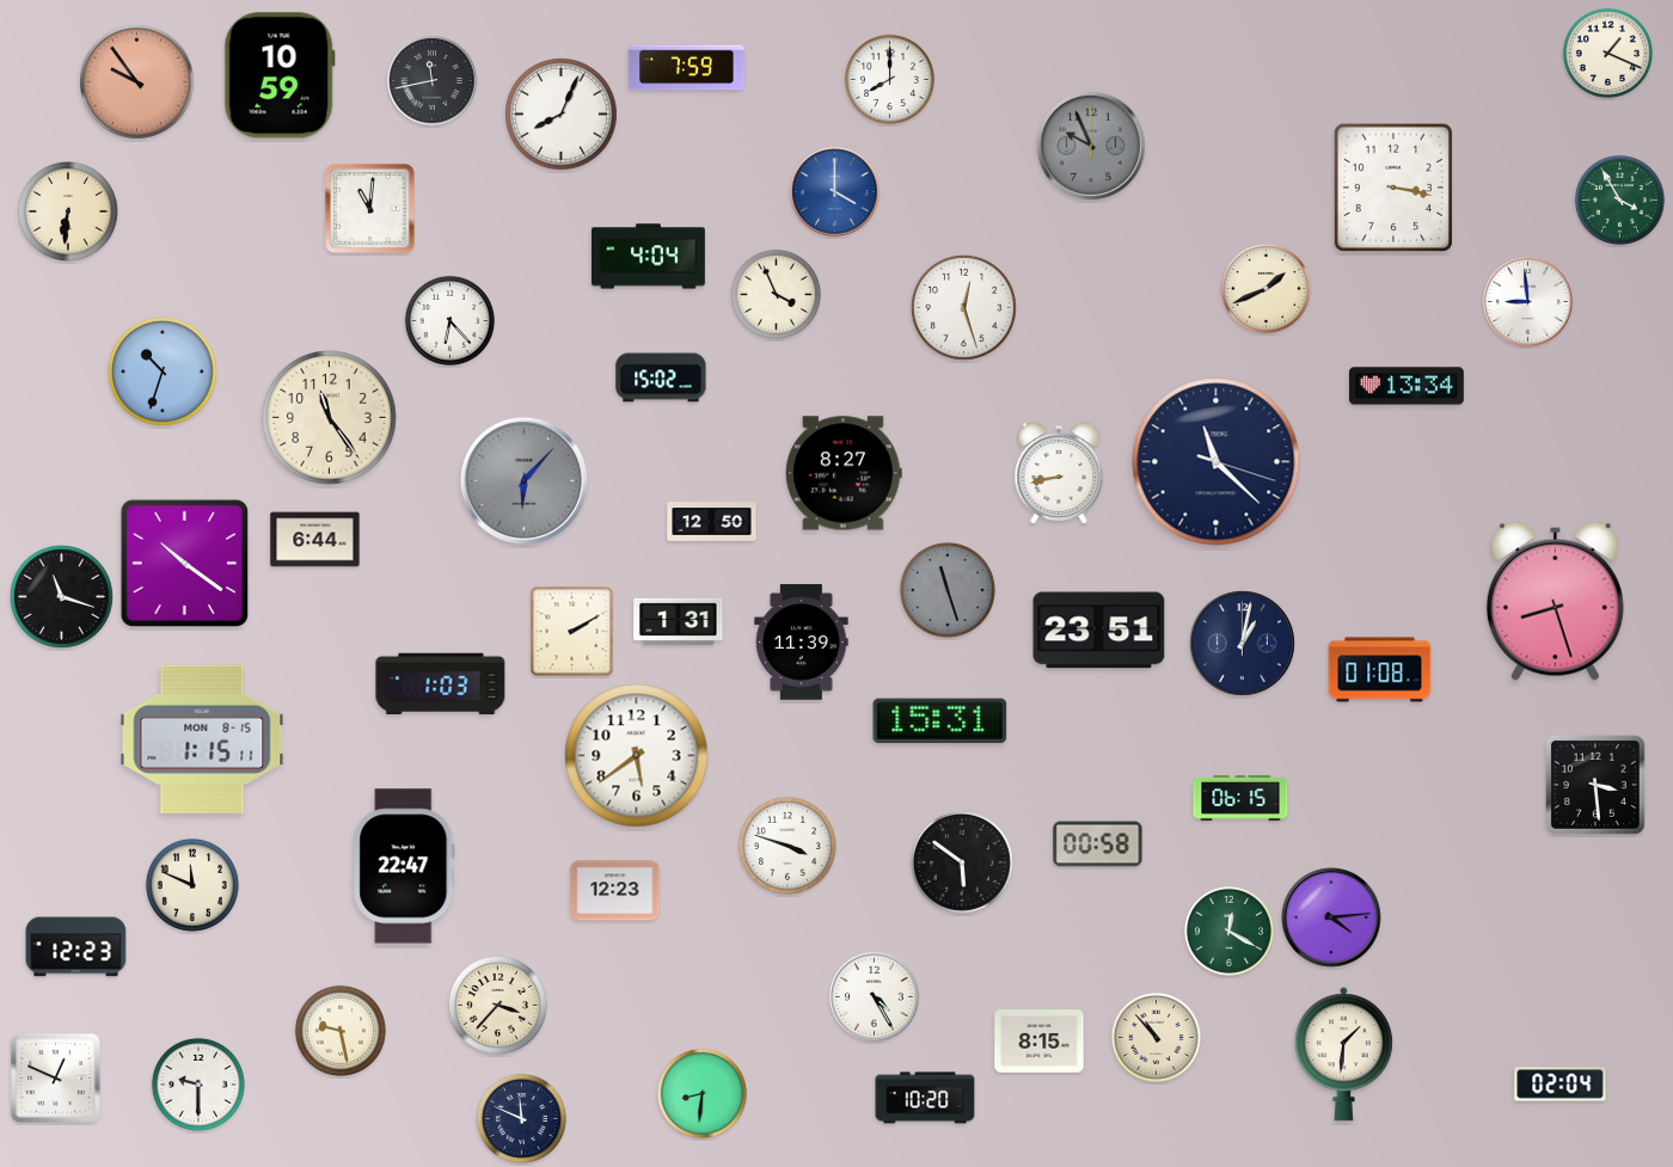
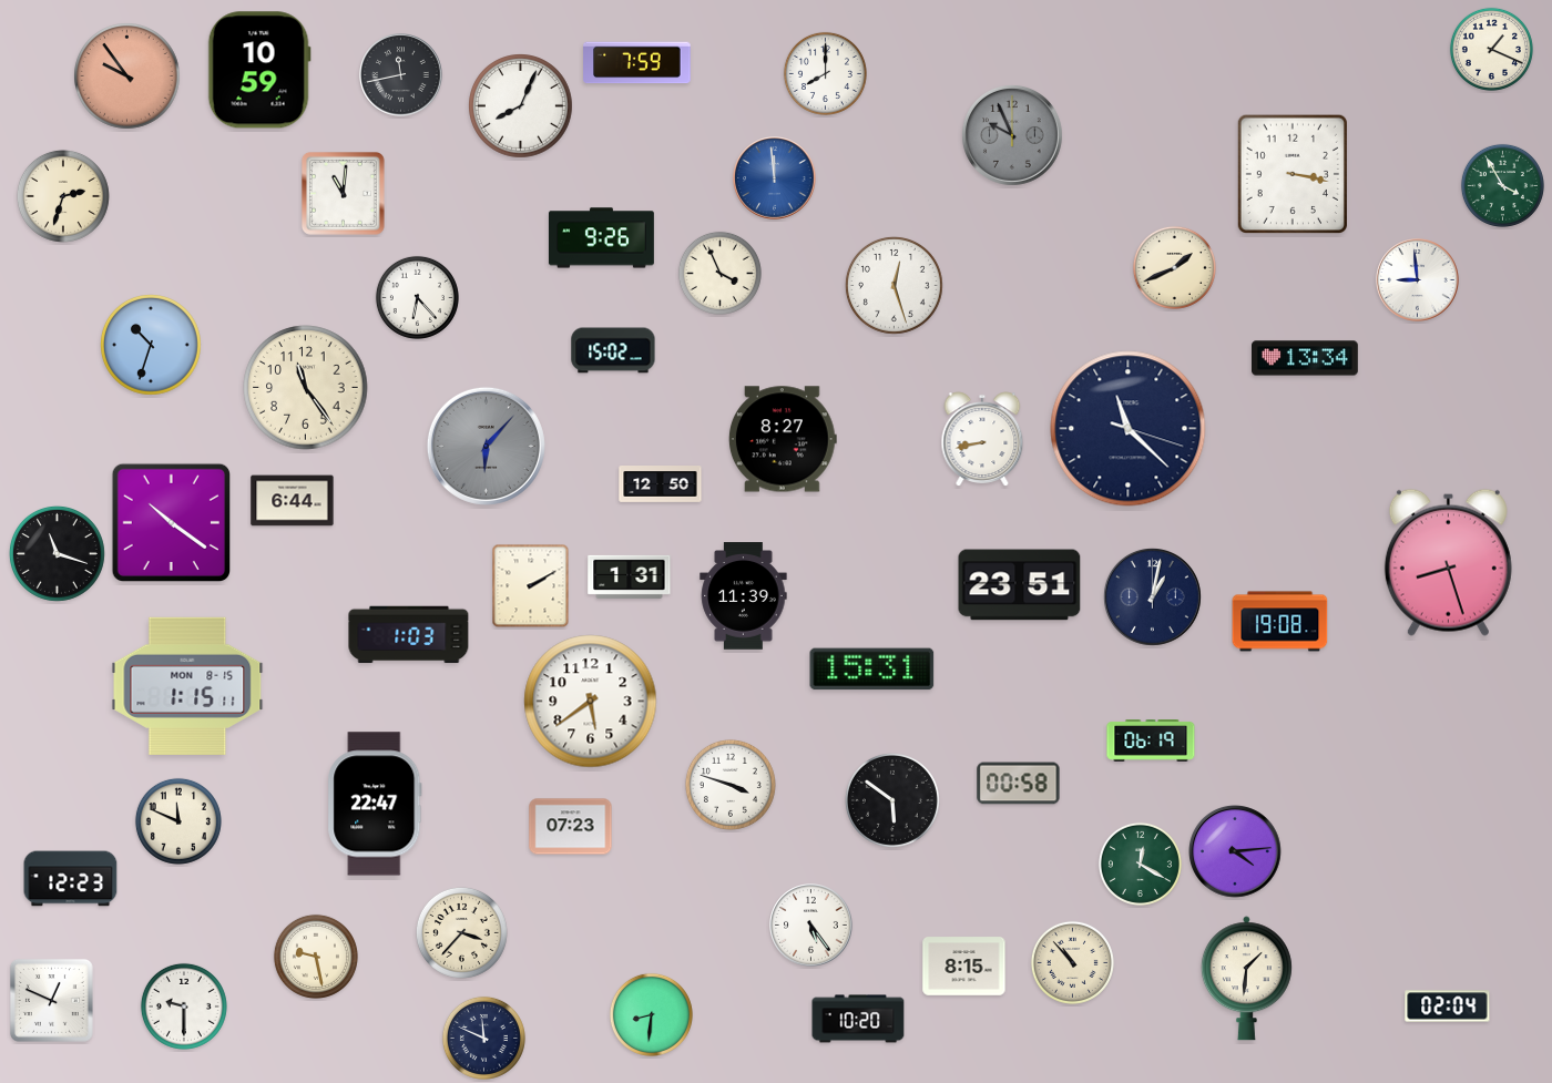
clock at (835, 192): 4:00 -> 11:59
clock at (68, 211): 6:31 -> 2:33
clock at (648, 257): 4:04 -> 9:26
clock at (948, 590): 11:27 -> none
clock at (1555, 601) position: (1555, 601) -> (1448, 562)
clock at (1380, 670): 01:08 -> 19:08
clock at (1595, 785): 3:29 -> none
clock at (1240, 799): 06:15 -> 06:19
clock at (615, 891): 12:23 -> 07:23
clock at (875, 997): 4:25 -> 5:24
